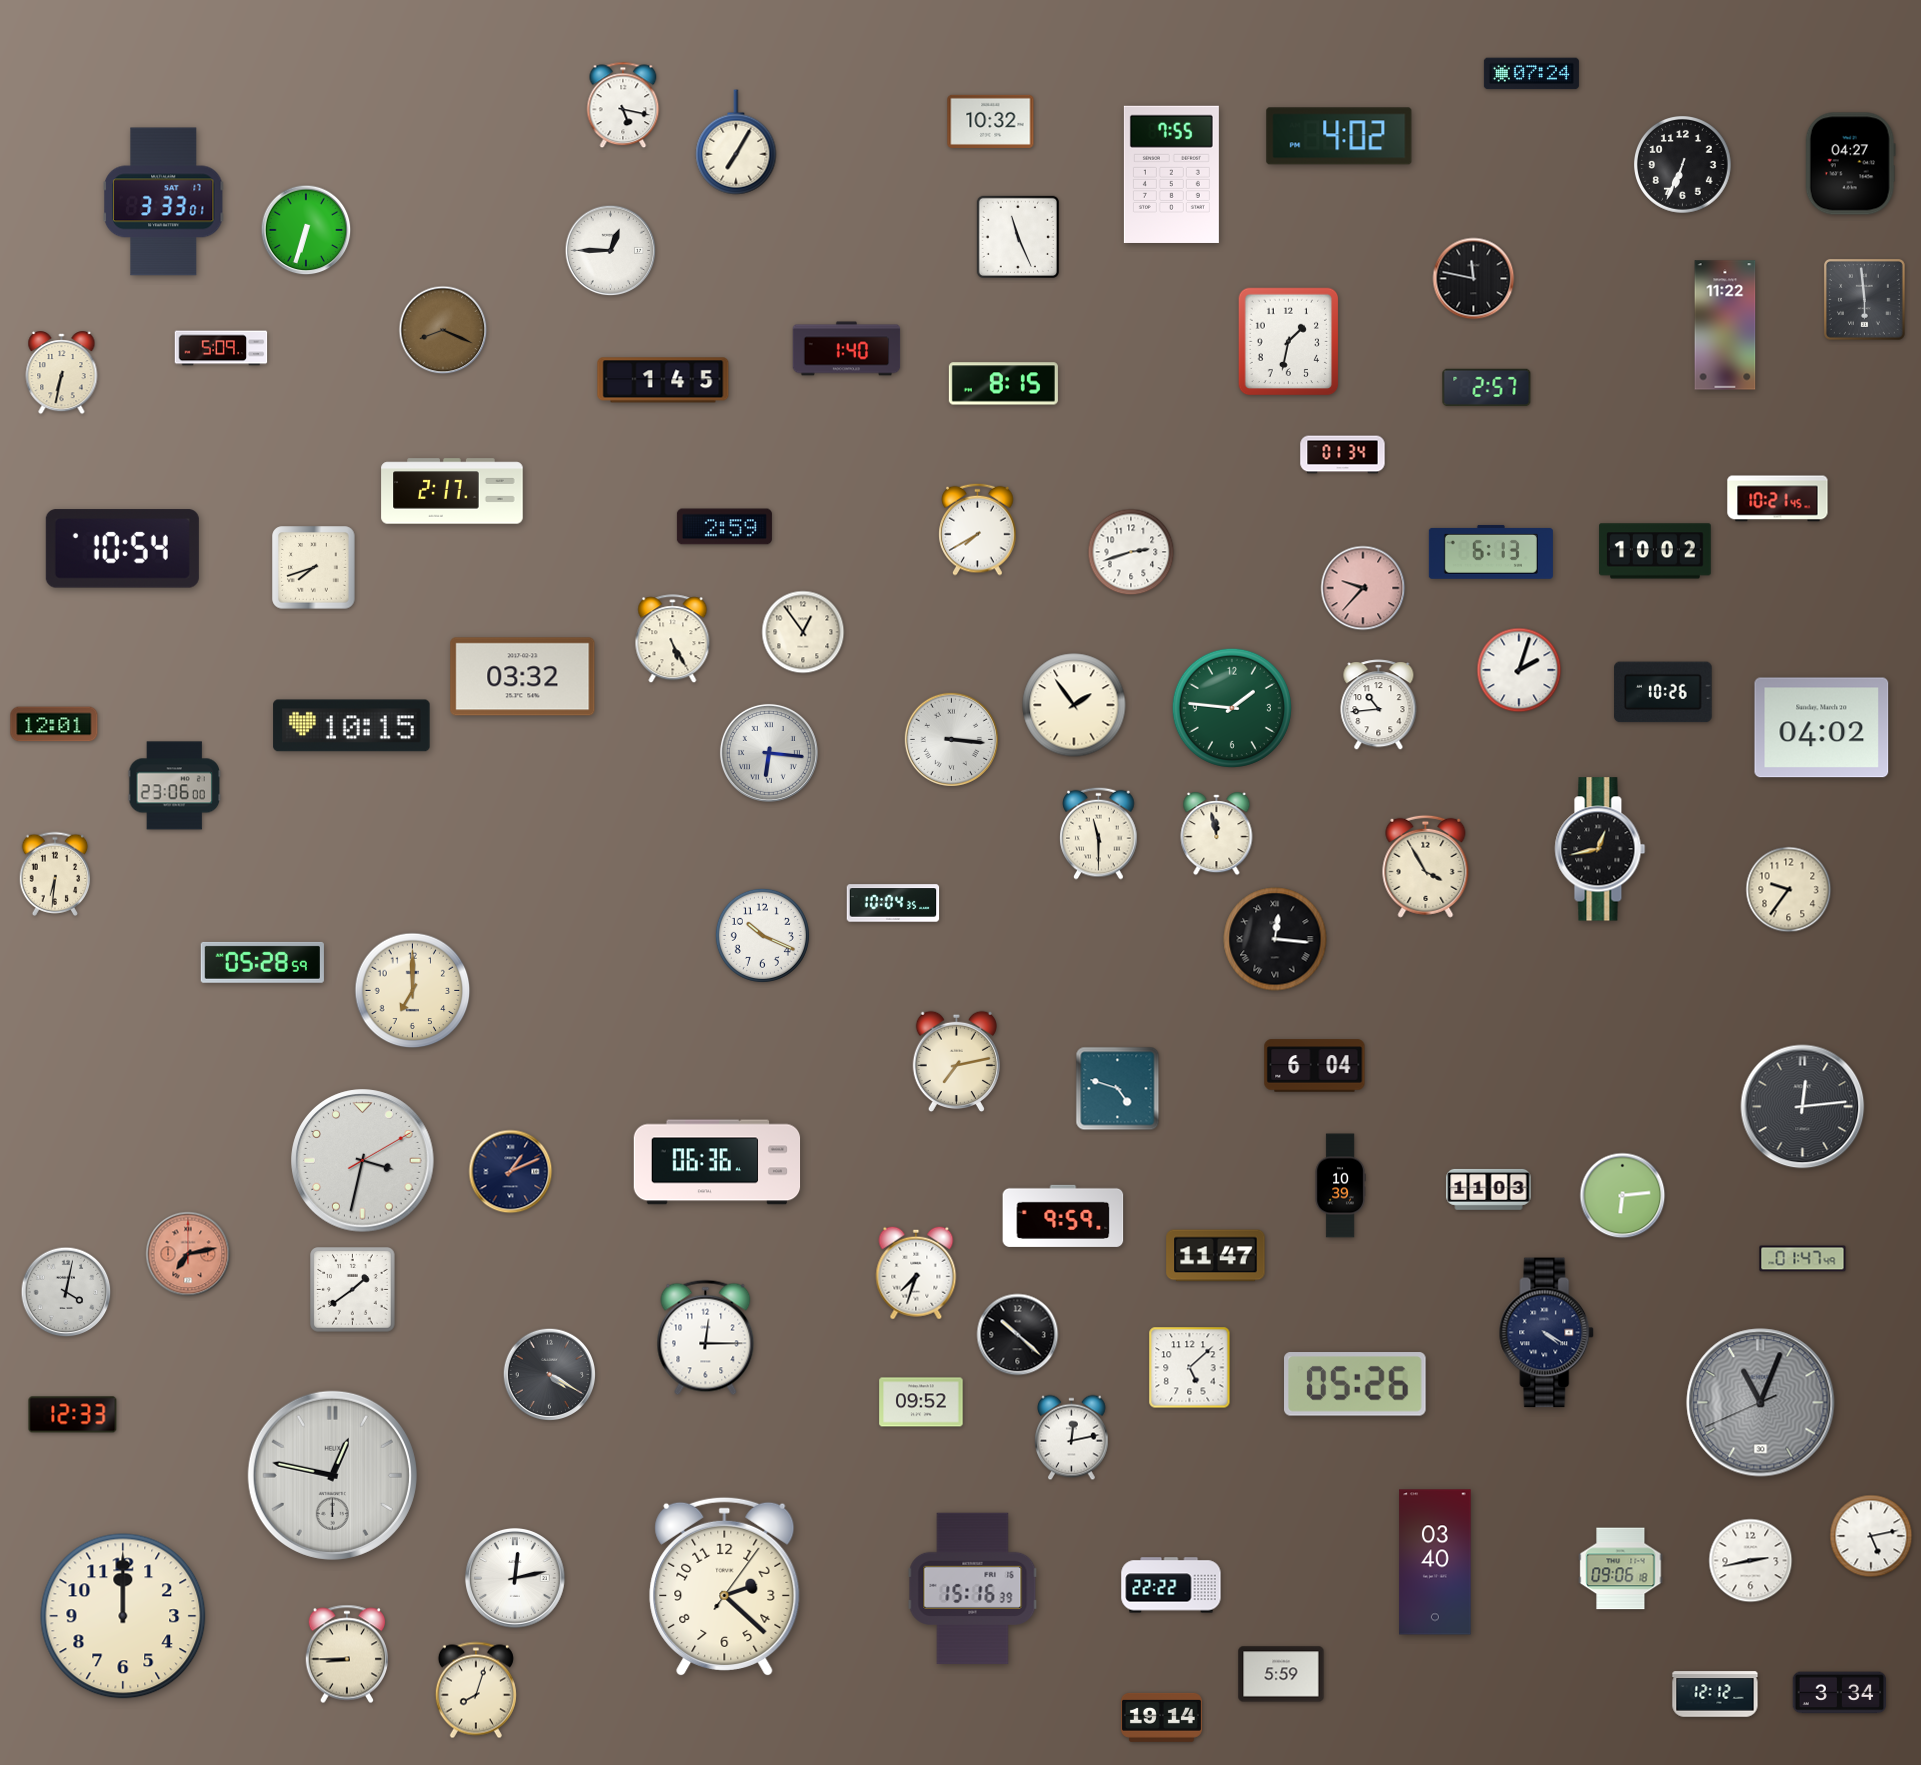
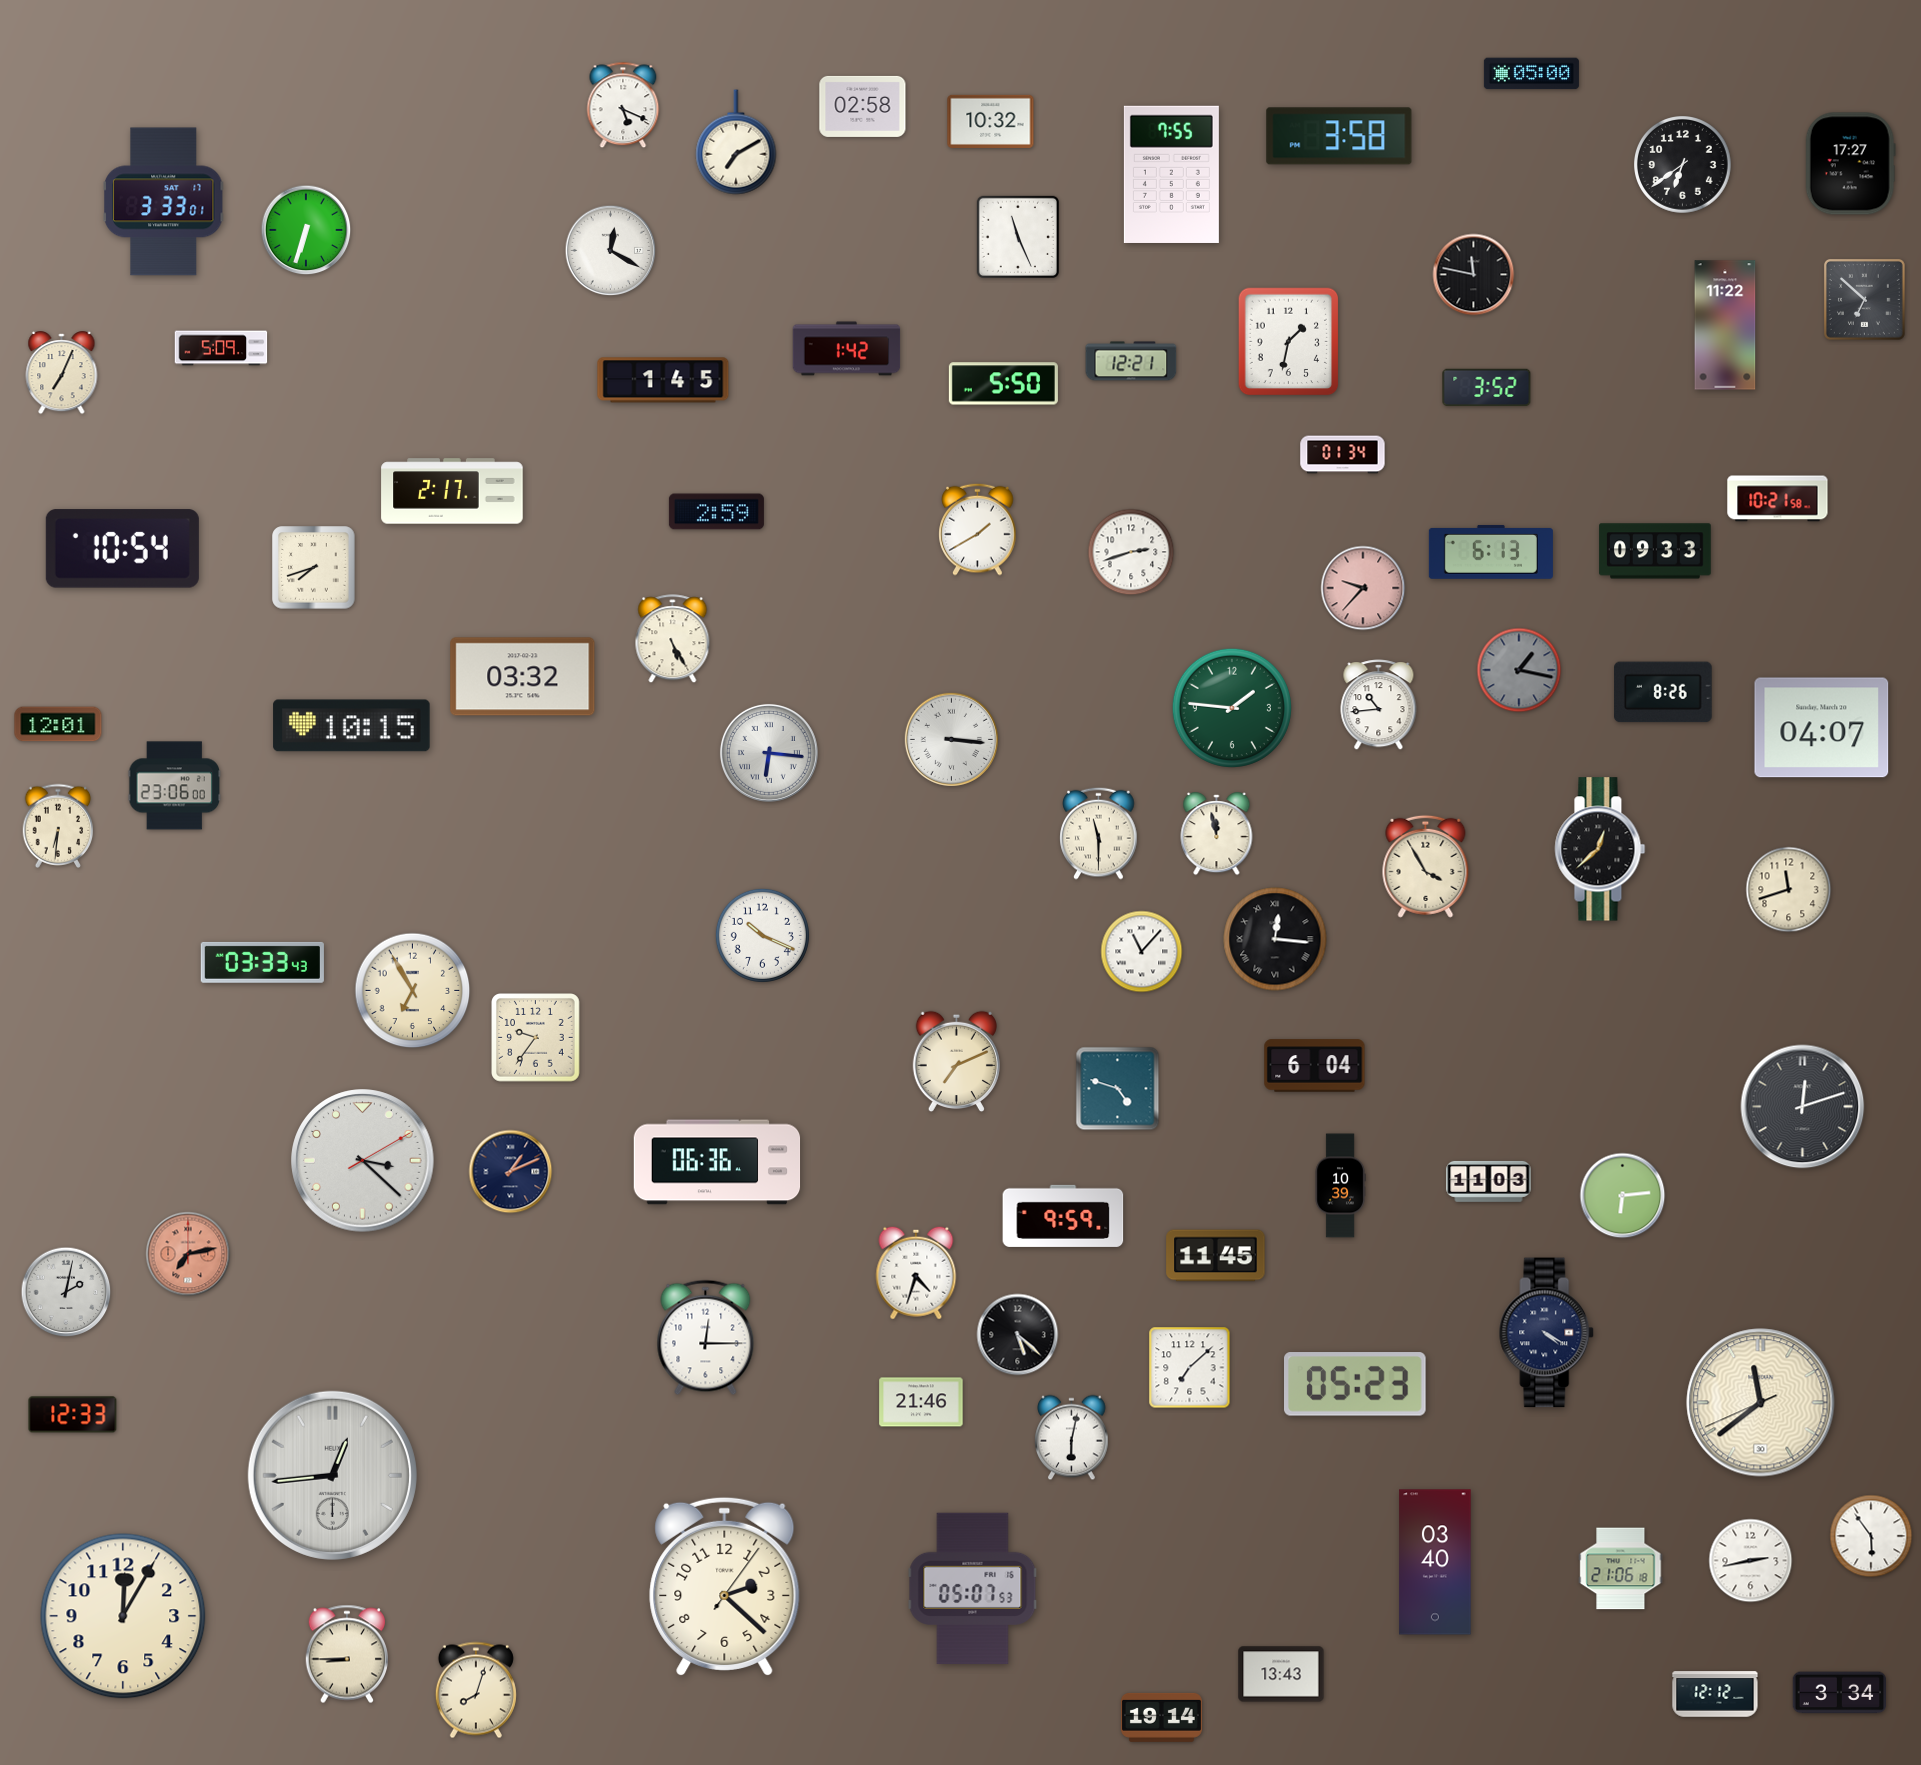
clock at (1531, 74): 07:24 -> 05:00
clock at (623, 105): 5:17 -> 5:19
clock at (863, 106): none -> 02:58
clock at (1339, 136): 4:02 -> 3:58
clock at (736, 142): 7:05 -> 7:10
clock at (1850, 164): 04:27 -> 17:27
clock at (1683, 165): 6:34 -> 6:39
clock at (611, 251): 12:45 -> 12:20
clock at (1474, 279) position: (1474, 279) -> (1474, 275)
clock at (1864, 299): 5:59 -> 6:52
clock at (443, 330): 8:19 -> none
clock at (847, 349): 1:40 -> 1:42
clock at (1131, 361): none -> 12:21
clock at (62, 373): 6:32 -> 7:04
clock at (1003, 384): 8:15 -> 5:50
clock at (1487, 388): 2:57 -> 3:52
clock at (1778, 499): 10:21:45 -> 10:21:58
clock at (724, 527) position: (724, 527) -> (716, 512)
clock at (978, 529): 7:40 -> 1:40
clock at (1655, 551): 10:02 -> 09:33
clock at (803, 632): 12:54 -> none
clock at (1519, 670): 2:03 -> 1:17
clock at (1519, 670) dial: white -> grey
clock at (1663, 692): 10:26 -> 8:26
clock at (1074, 705): 1:54 -> none
clock at (54, 724) position: (54, 724) -> (58, 724)
clock at (1822, 728): 04:02 -> 04:07
clock at (1600, 849): 12:43 -> 12:38
clock at (55, 873) position: (55, 873) -> (58, 825)
clock at (1789, 890): 9:36 -> 11:42
clock at (893, 903): 10:04 -> none
clock at (1142, 952): none -> 11:07
clock at (262, 962): 05:28 -> 03:33
clock at (413, 991): 7:00 -> 6:55
clock at (536, 1038): none -> 9:36
clock at (956, 1062): 7:13 -> 7:11
clock at (1803, 1107): 12:14 -> 12:12
clock at (363, 1161): 3:32 -> 3:22
clock at (1489, 1189) position: (1489, 1189) -> (1489, 1181)
clock at (1216, 1256): 11:47 -> 11:45
clock at (1803, 1259): 01:47 -> none
clock at (916, 1273): 7:33 -> 4:33
clock at (353, 1290): 1:39 -> none
clock at (66, 1292): 4:02 -> 2:02
clock at (1018, 1335): 10:22 -> 5:22
clock at (1190, 1368): 5:08 -> 7:08
clock at (550, 1375): 4:20 -> none
clock at (1356, 1384): 05:26 -> 05:23
clock at (921, 1402): 09:52 -> 21:46
clock at (1761, 1403): 11:03 -> 11:38
clock at (1761, 1403) dial: grey -> cream
clock at (1072, 1438): 12:13 -> 6:02
clock at (332, 1475): 12:47 -> 12:44
clock at (1871, 1536): 5:13 -> 5:54
clock at (1621, 1569): 09:06 -> 21:06
clock at (515, 1578): 12:13 -> none
clock at (1171, 1585): 22:22 -> none
clock at (973, 1589): 15:16 -> 05:07
clock at (123, 1616): 12:00 -> 12:05
clock at (1281, 1674): 5:59 -> 13:43
